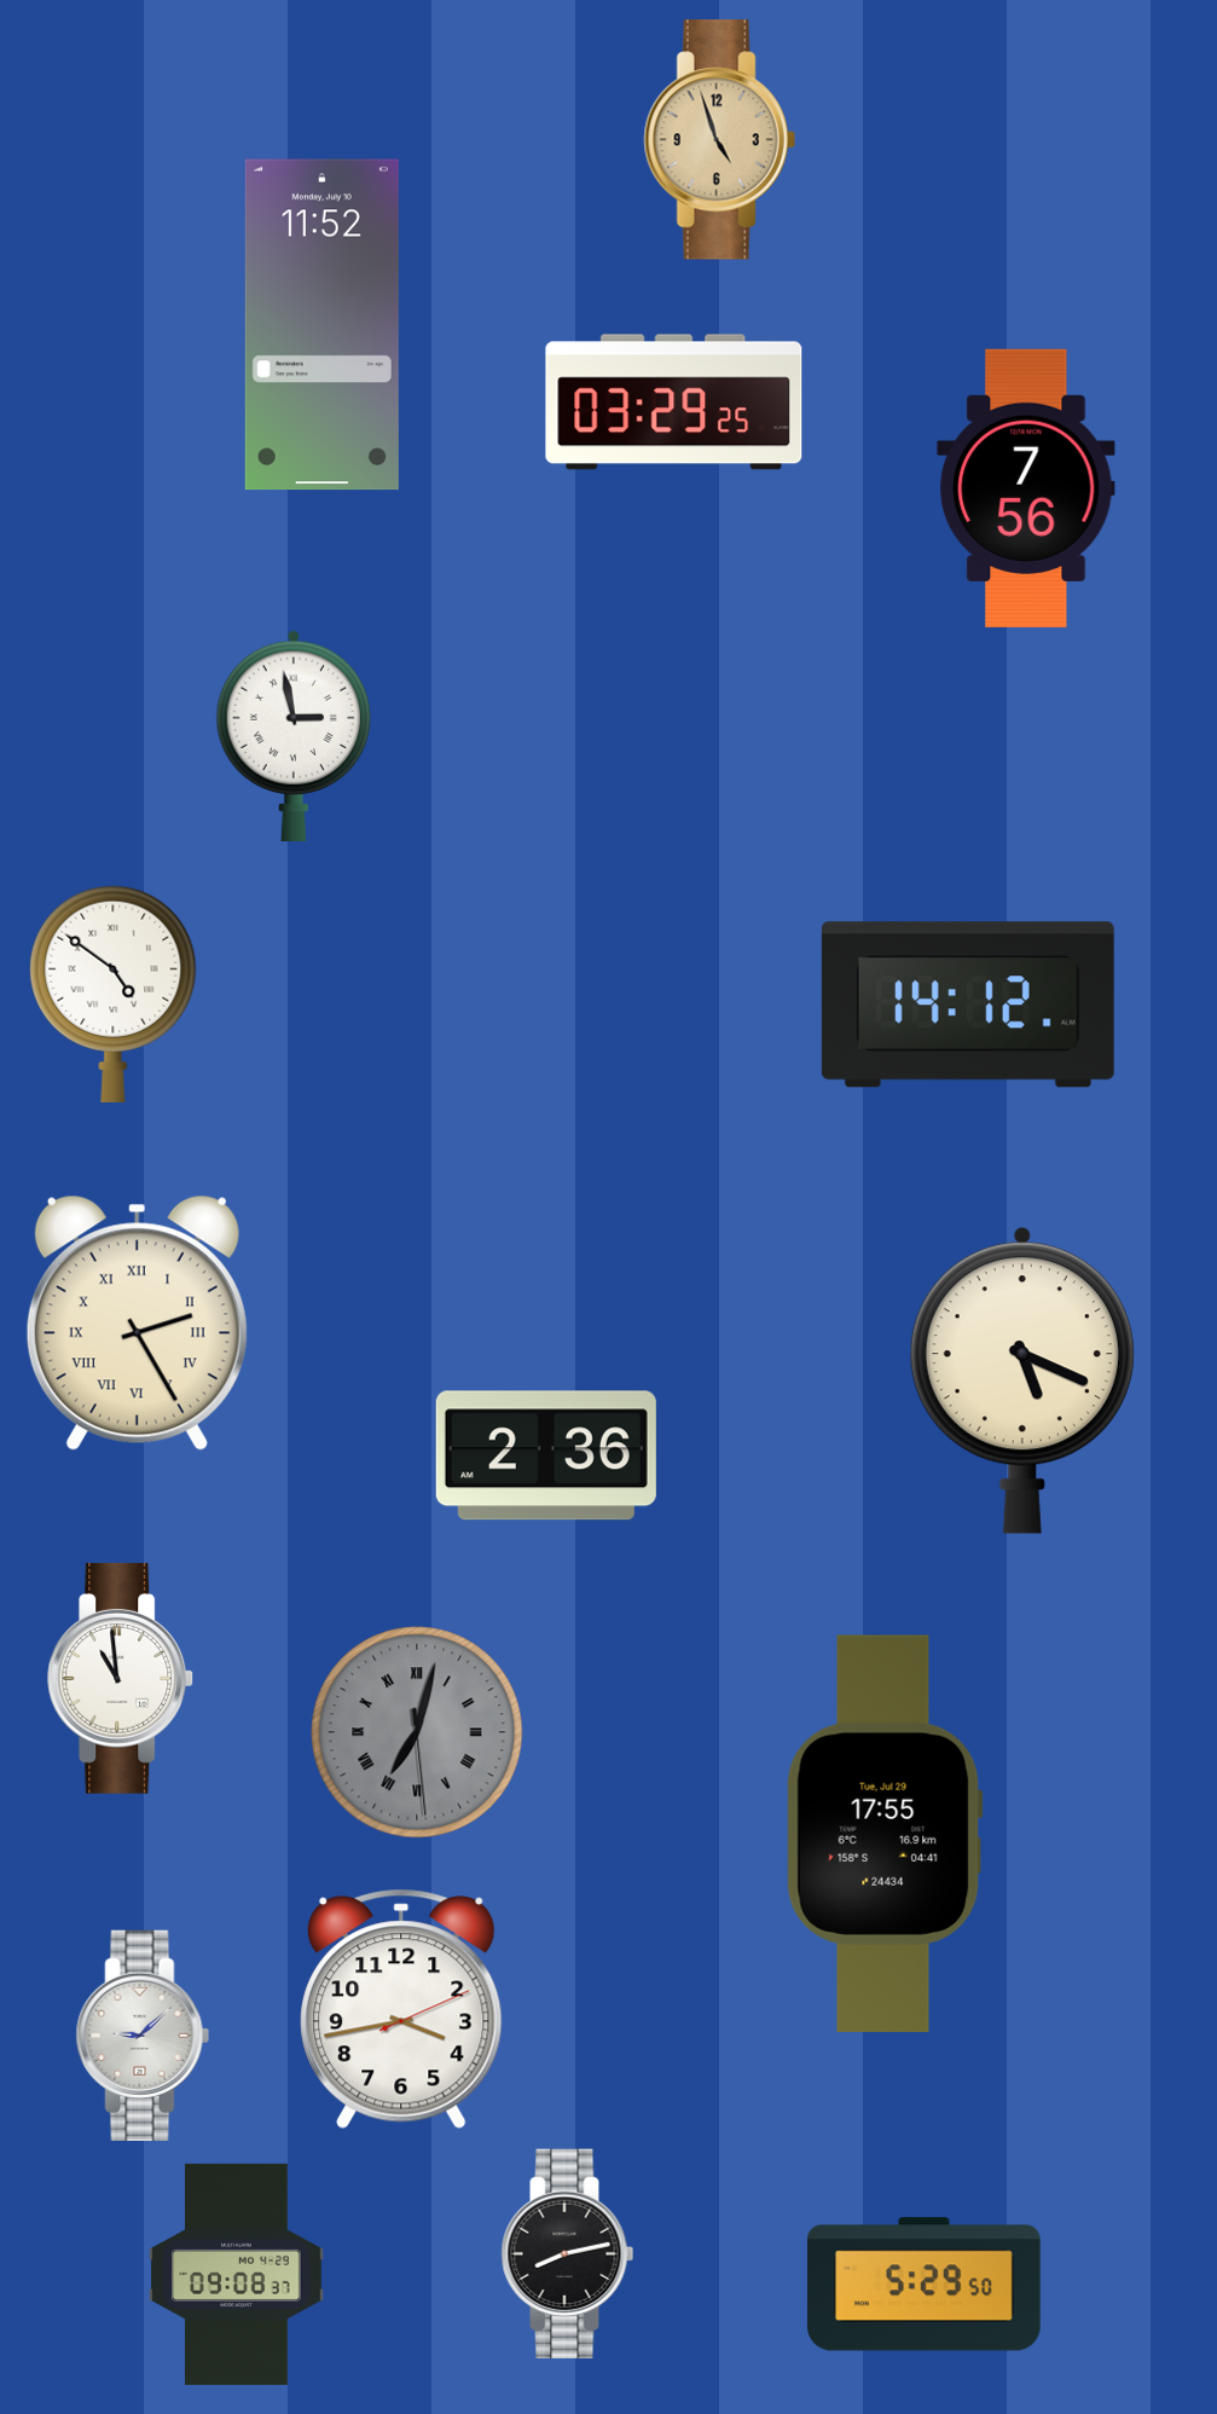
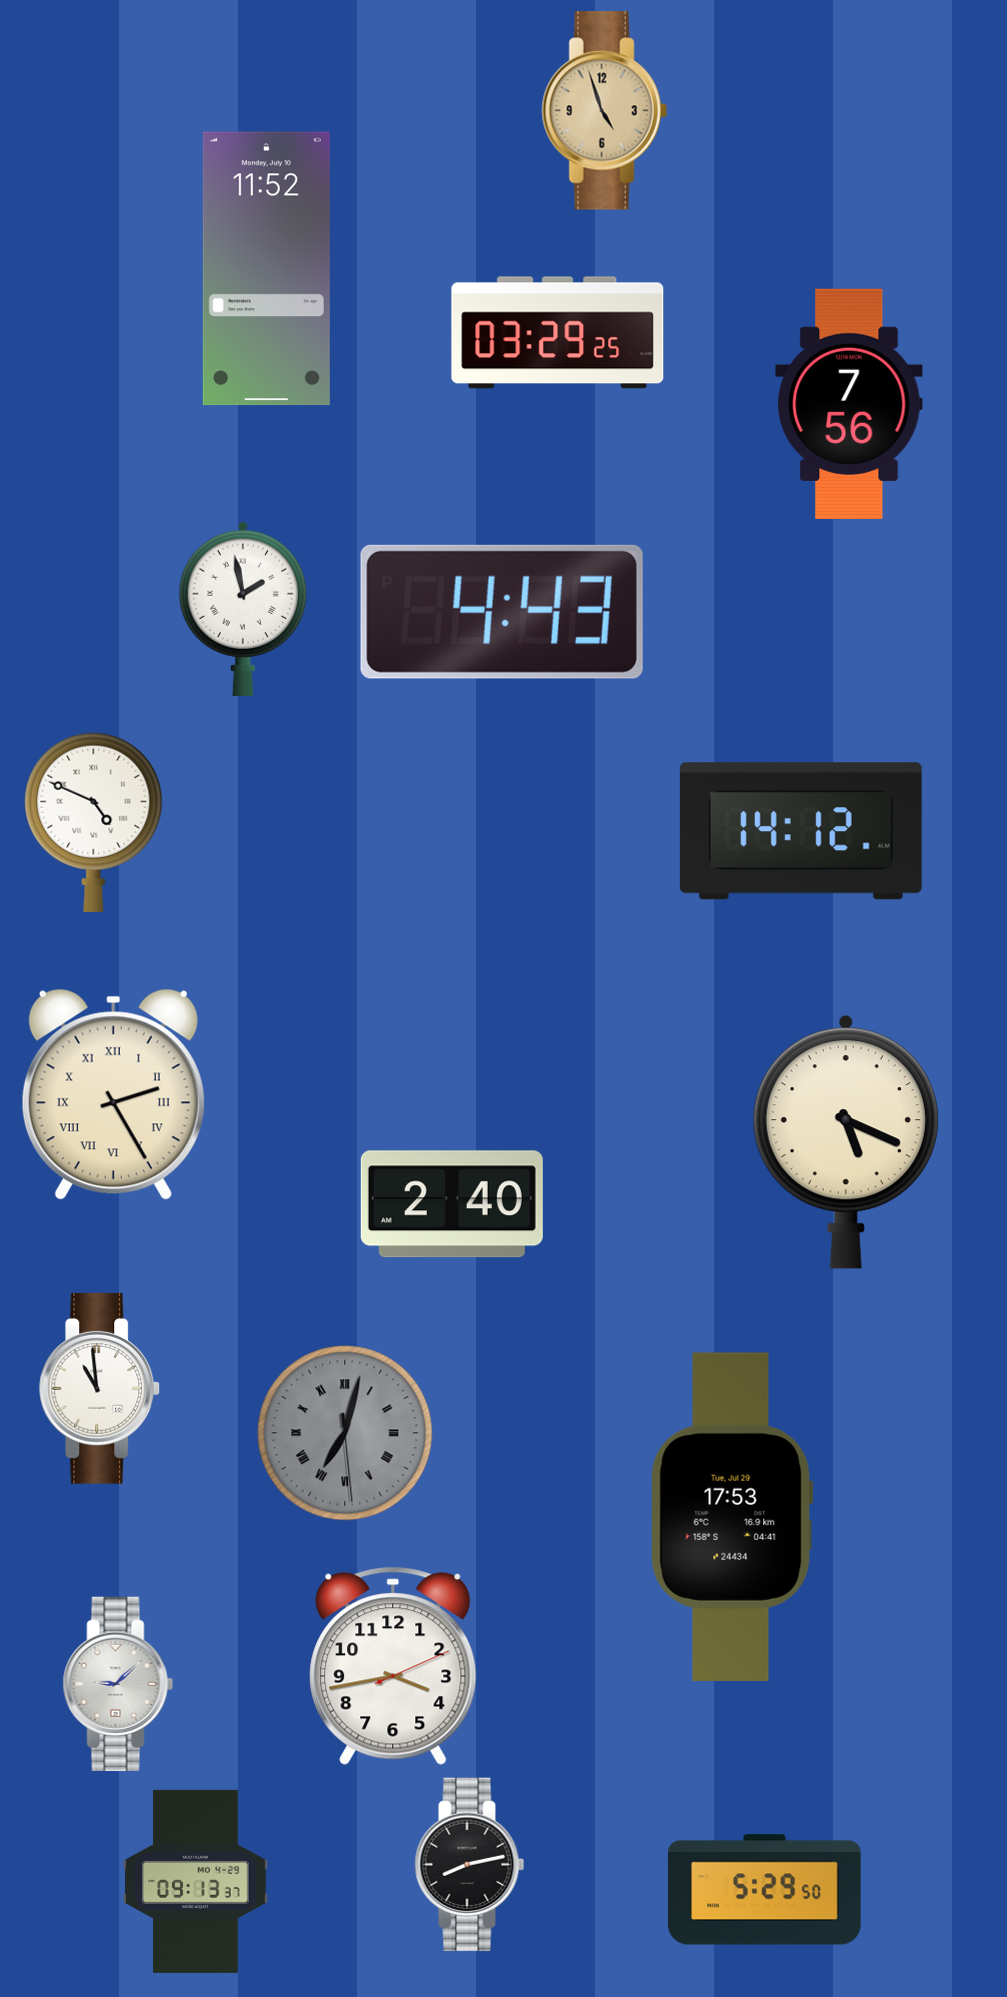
clock at (719, 140) position: (719, 140) -> (604, 111)
clock at (294, 735): 2:58 -> 1:58
clock at (502, 612): none -> 4:43
clock at (114, 994): 4:51 -> 4:49
clock at (546, 1455): 2:36 -> 2:40
clock at (885, 1834): 17:55 -> 17:53
clock at (401, 2009) position: (401, 2009) -> (393, 1666)
clock at (237, 2274): 09:08 -> 09:13
